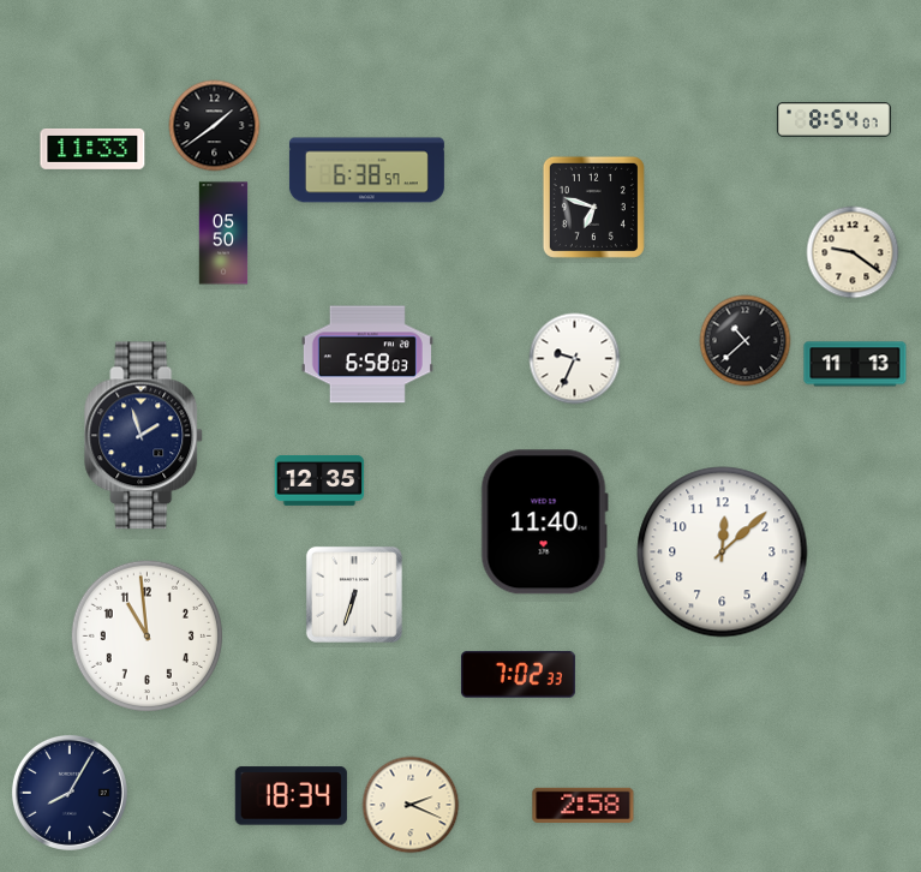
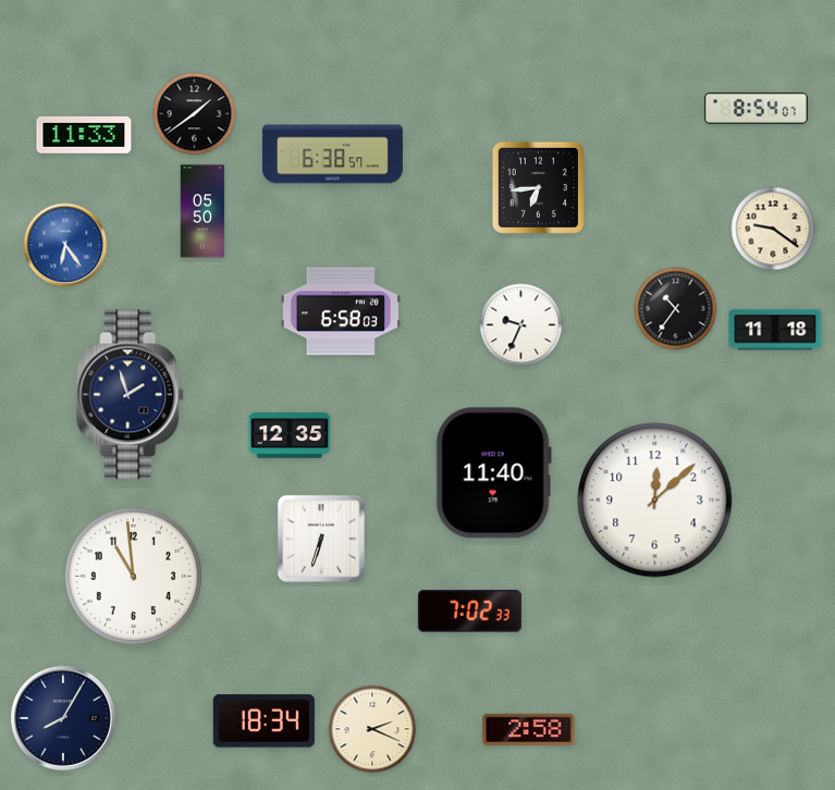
clock at (593, 207): 6:48 -> 6:44
clock at (65, 245): none -> 6:24
clock at (746, 341): 10:38 -> 10:36
clock at (367, 354) position: (367, 354) -> (341, 311)
clock at (855, 364): 11:13 -> 11:18
